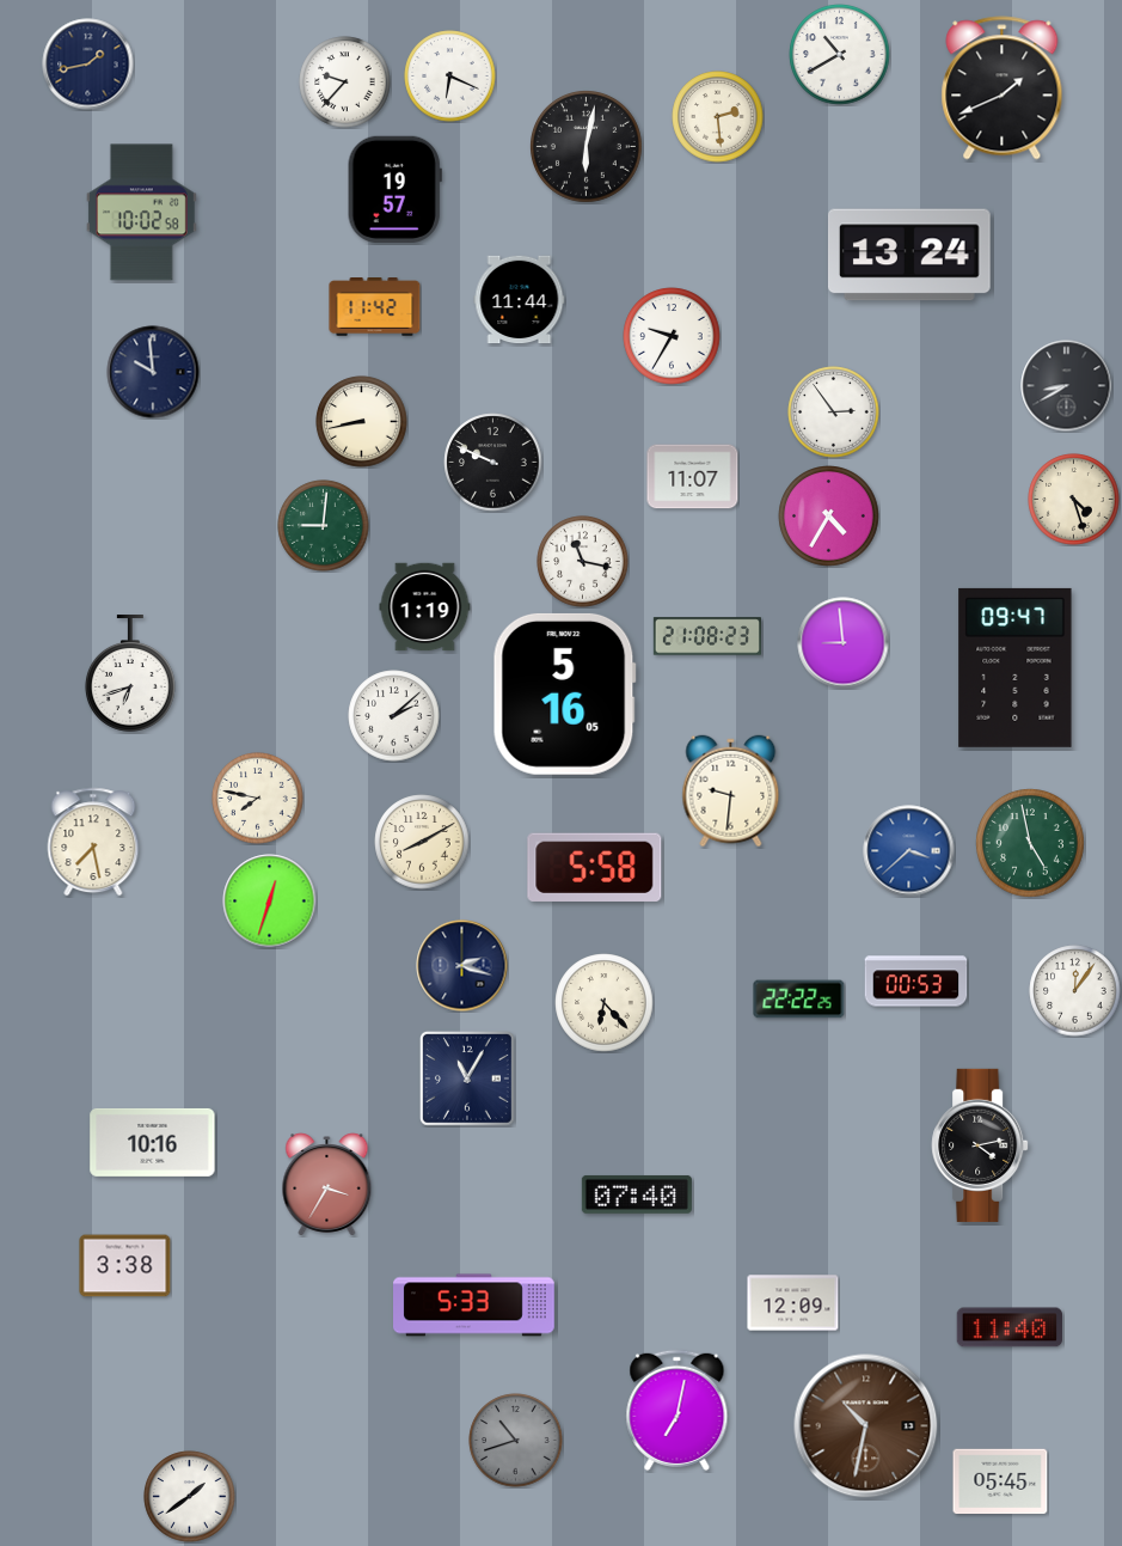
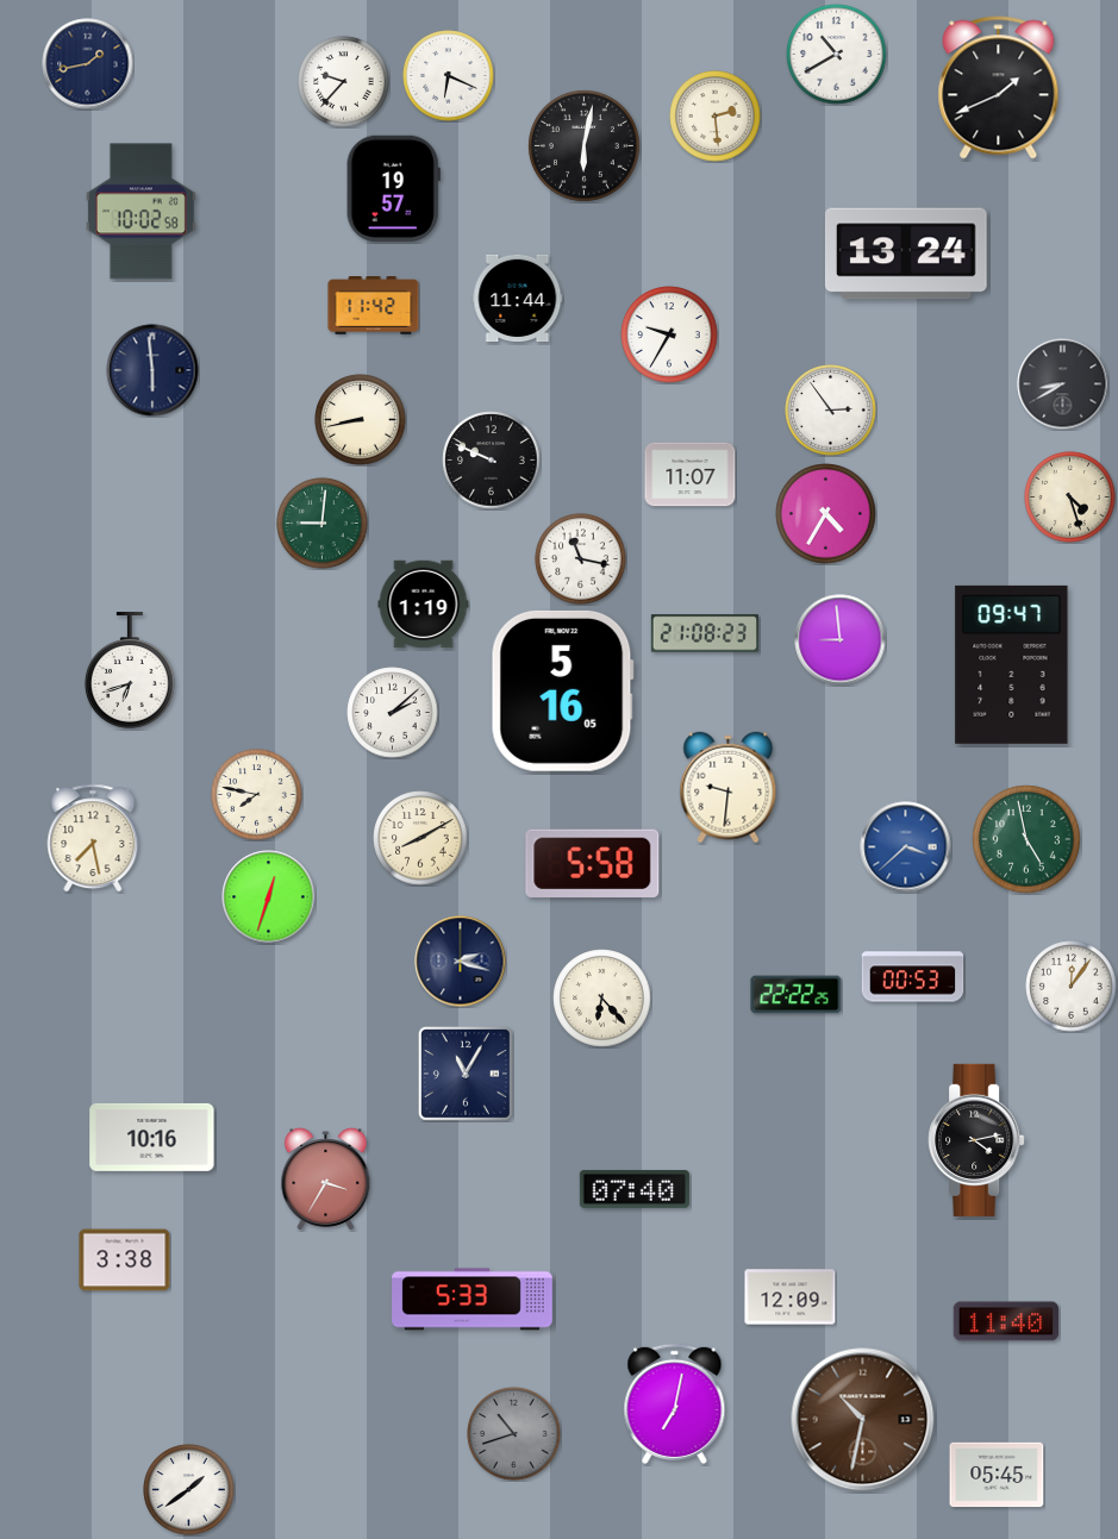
clock at (153, 372): 9:59 -> 5:59
